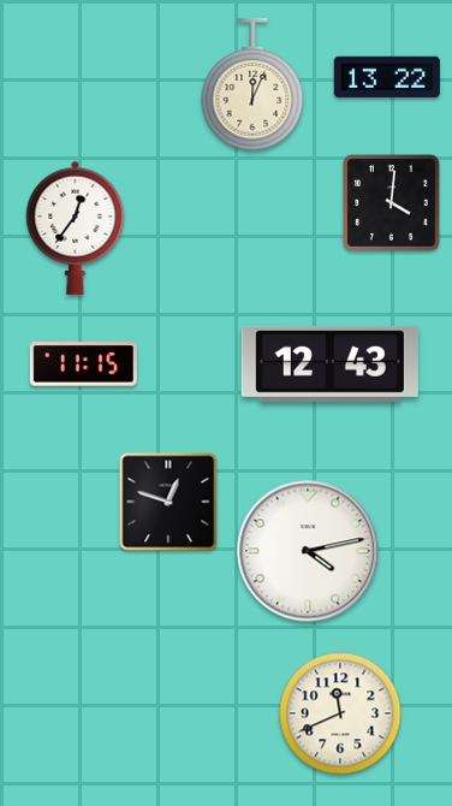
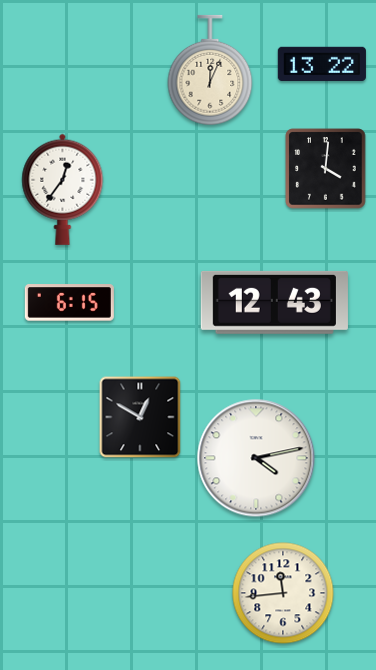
clock at (83, 365): 11:15 -> 6:15
clock at (168, 502): 12:48 -> 12:50
clock at (340, 713): 11:41 -> 11:44
